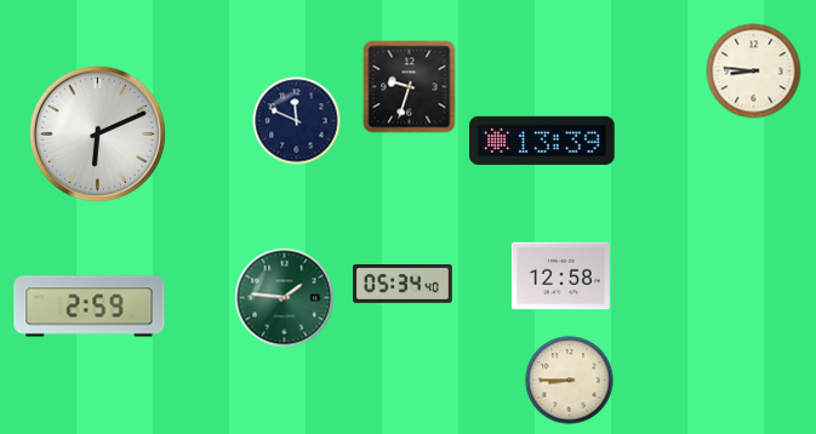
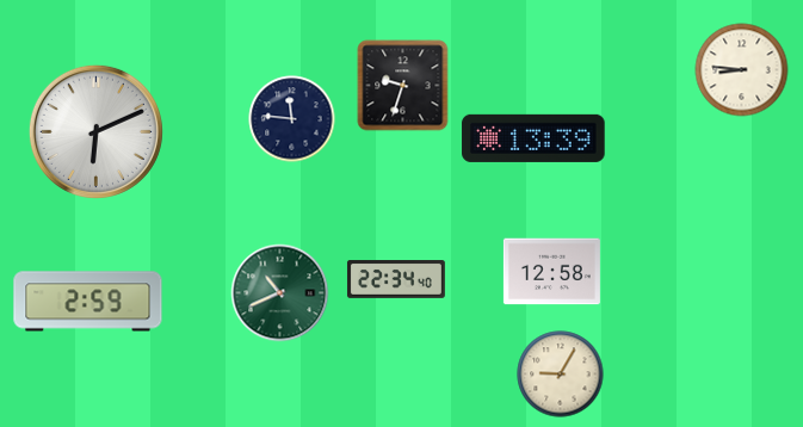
clock at (297, 121): 11:49 -> 11:46
clock at (403, 285): 05:34 -> 22:34
clock at (285, 298): 1:46 -> 10:41
clock at (570, 381): 8:45 -> 9:05
